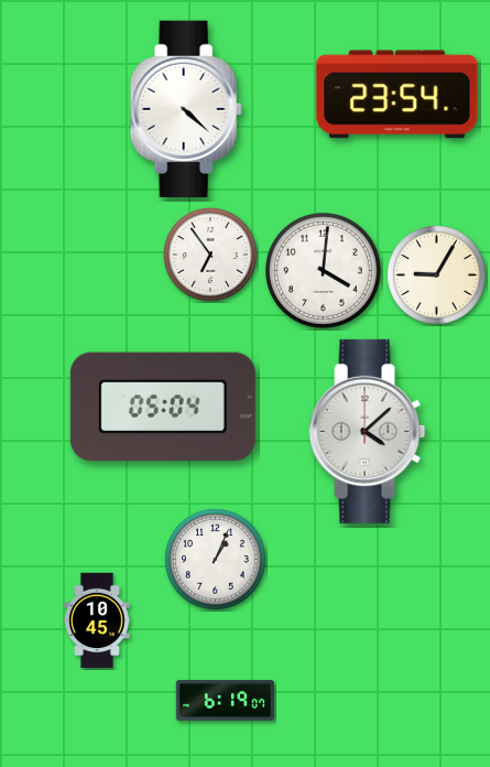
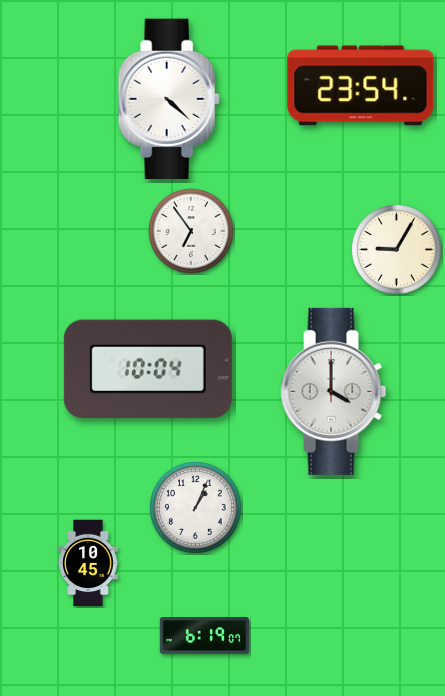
clock at (323, 270): 4:01 -> none
clock at (163, 407): 05:04 -> 10:04
clock at (368, 431): 4:08 -> 4:00
